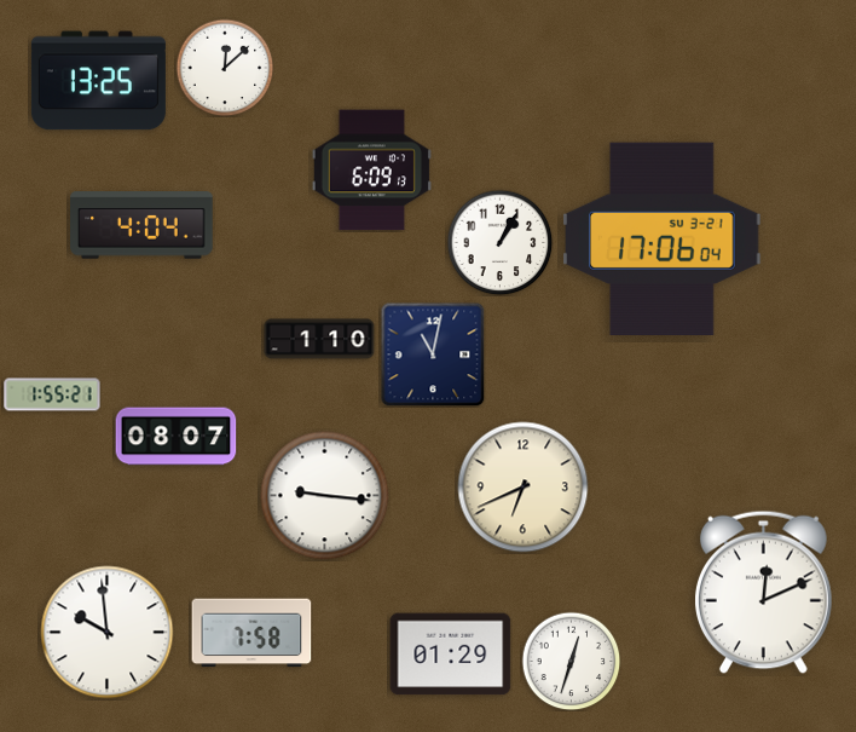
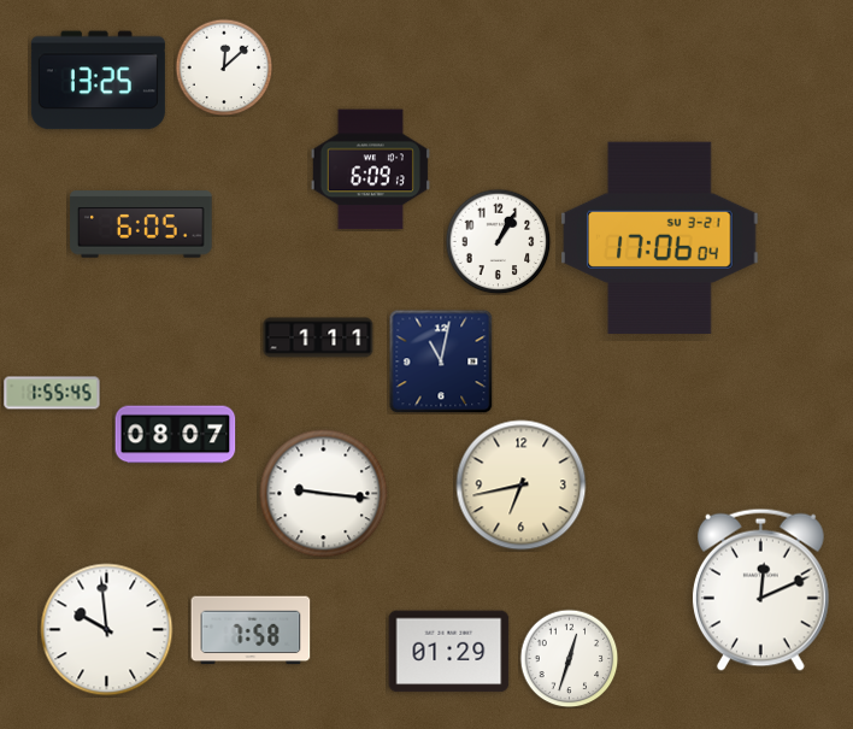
clock at (141, 225): 4:04 -> 6:05
clock at (319, 339): 1:10 -> 1:11
clock at (433, 355) position: (433, 355) -> (441, 361)
clock at (52, 394): 1:55:21 -> 1:55:45
clock at (524, 488): 6:41 -> 6:43
